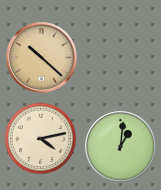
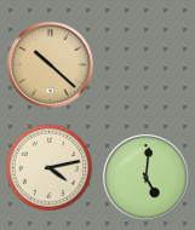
clock at (42, 58) position: (42, 58) -> (51, 65)
clock at (121, 147): 1:01 -> 5:01
